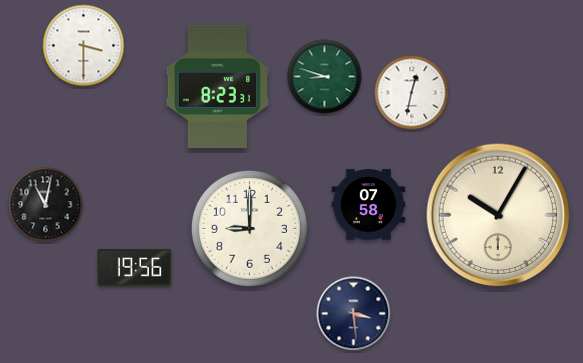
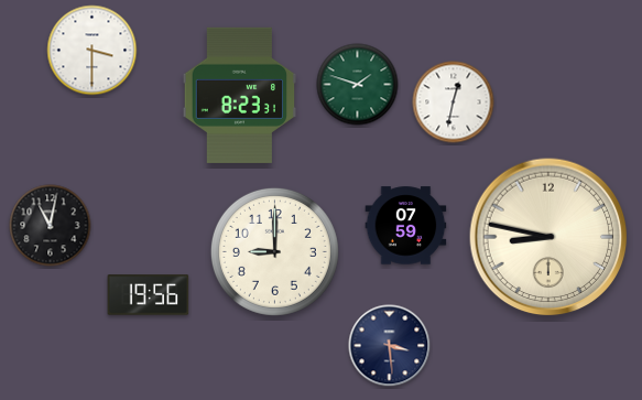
clock at (325, 77): 8:48 -> 1:48
clock at (369, 205): 07:58 -> 07:59
clock at (498, 215): 10:05 -> 8:47
